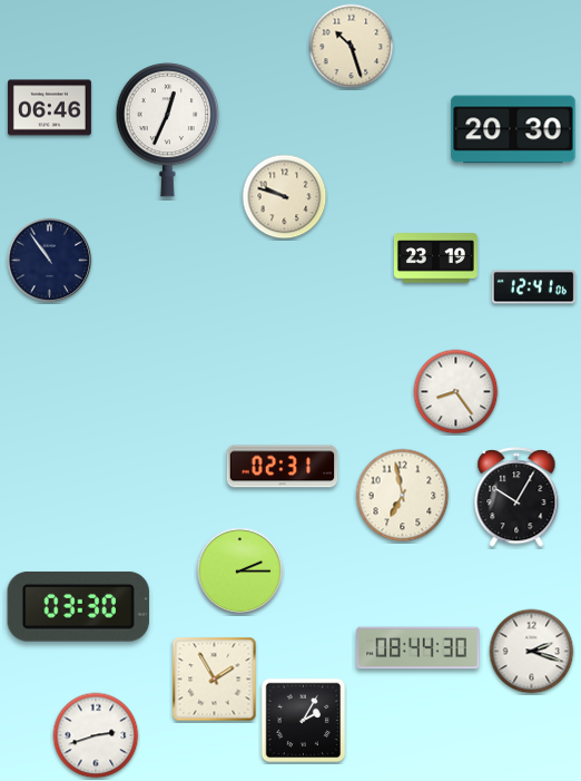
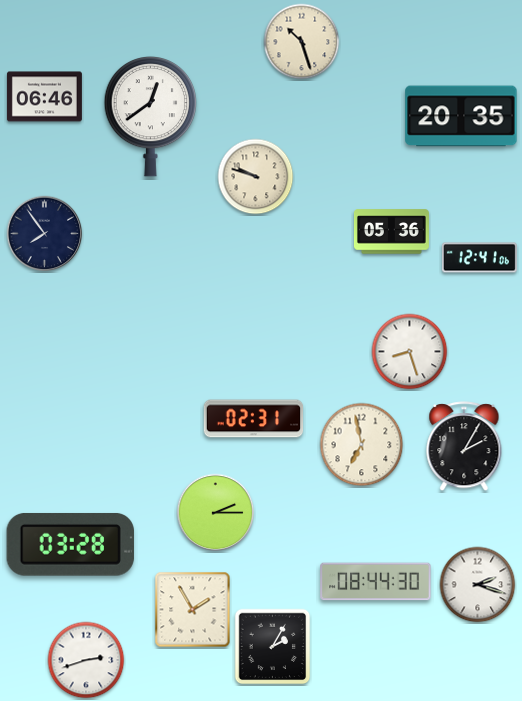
clock at (352, 47) position: (352, 47) -> (302, 42)
clock at (513, 129): 20:30 -> 20:35
clock at (167, 130): 12:34 -> 12:39
clock at (435, 258): 23:19 -> 05:36
clock at (50, 261): 10:54 -> 7:54
clock at (456, 392): 8:24 -> 8:27
clock at (516, 498): 10:05 -> 2:05
clock at (78, 606): 03:30 -> 03:28
